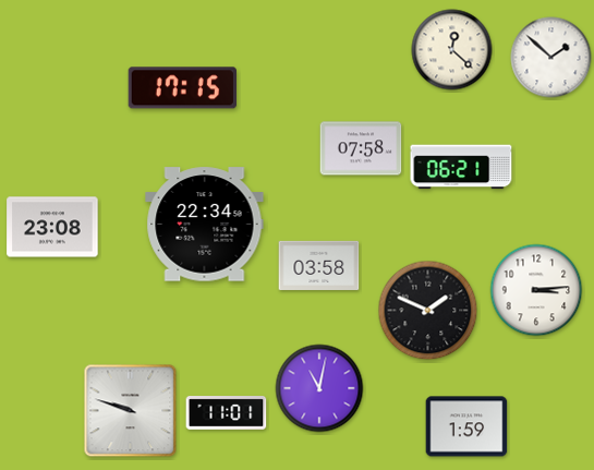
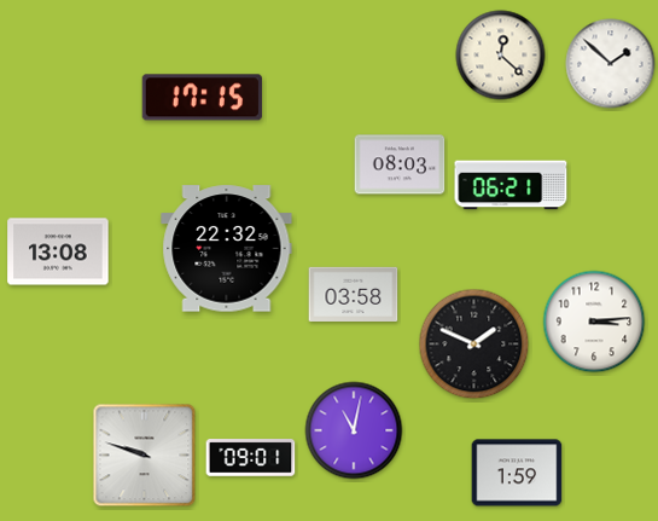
clock at (361, 148): 07:58 -> 08:03
clock at (205, 225): 22:34 -> 22:32
clock at (52, 227): 23:08 -> 13:08
clock at (227, 413): 11:01 -> 09:01
